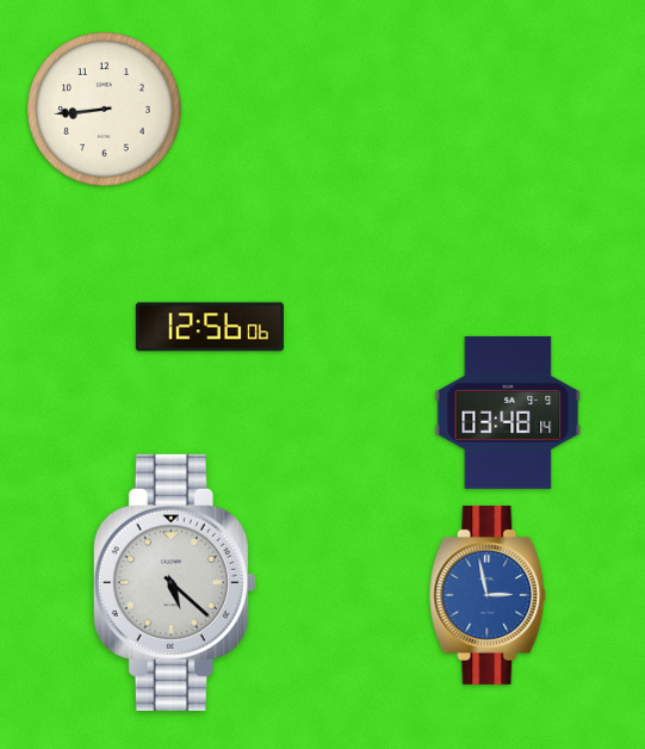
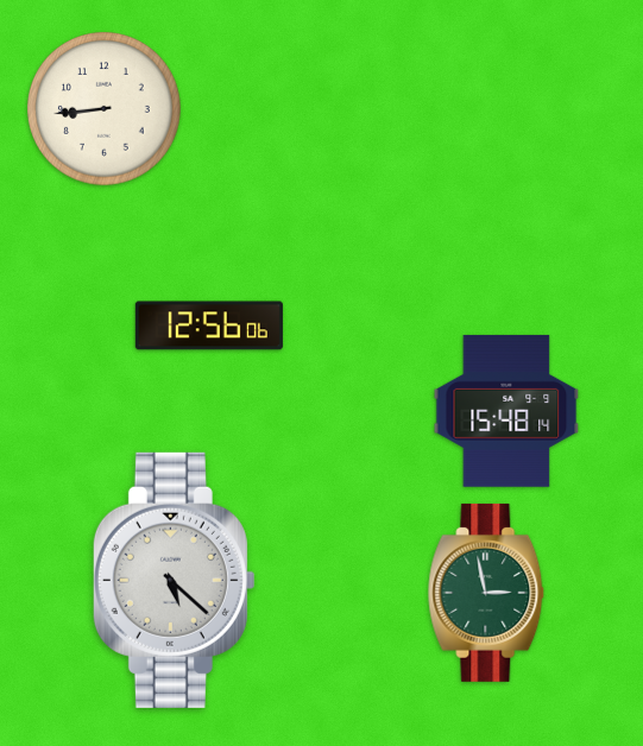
clock at (508, 413): 03:48 -> 15:48
clock at (488, 595) dial: blue -> green
